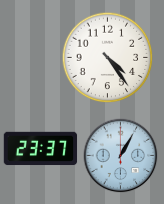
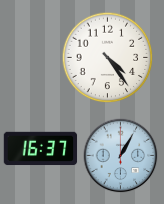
clock at (41, 149): 23:37 -> 16:37
